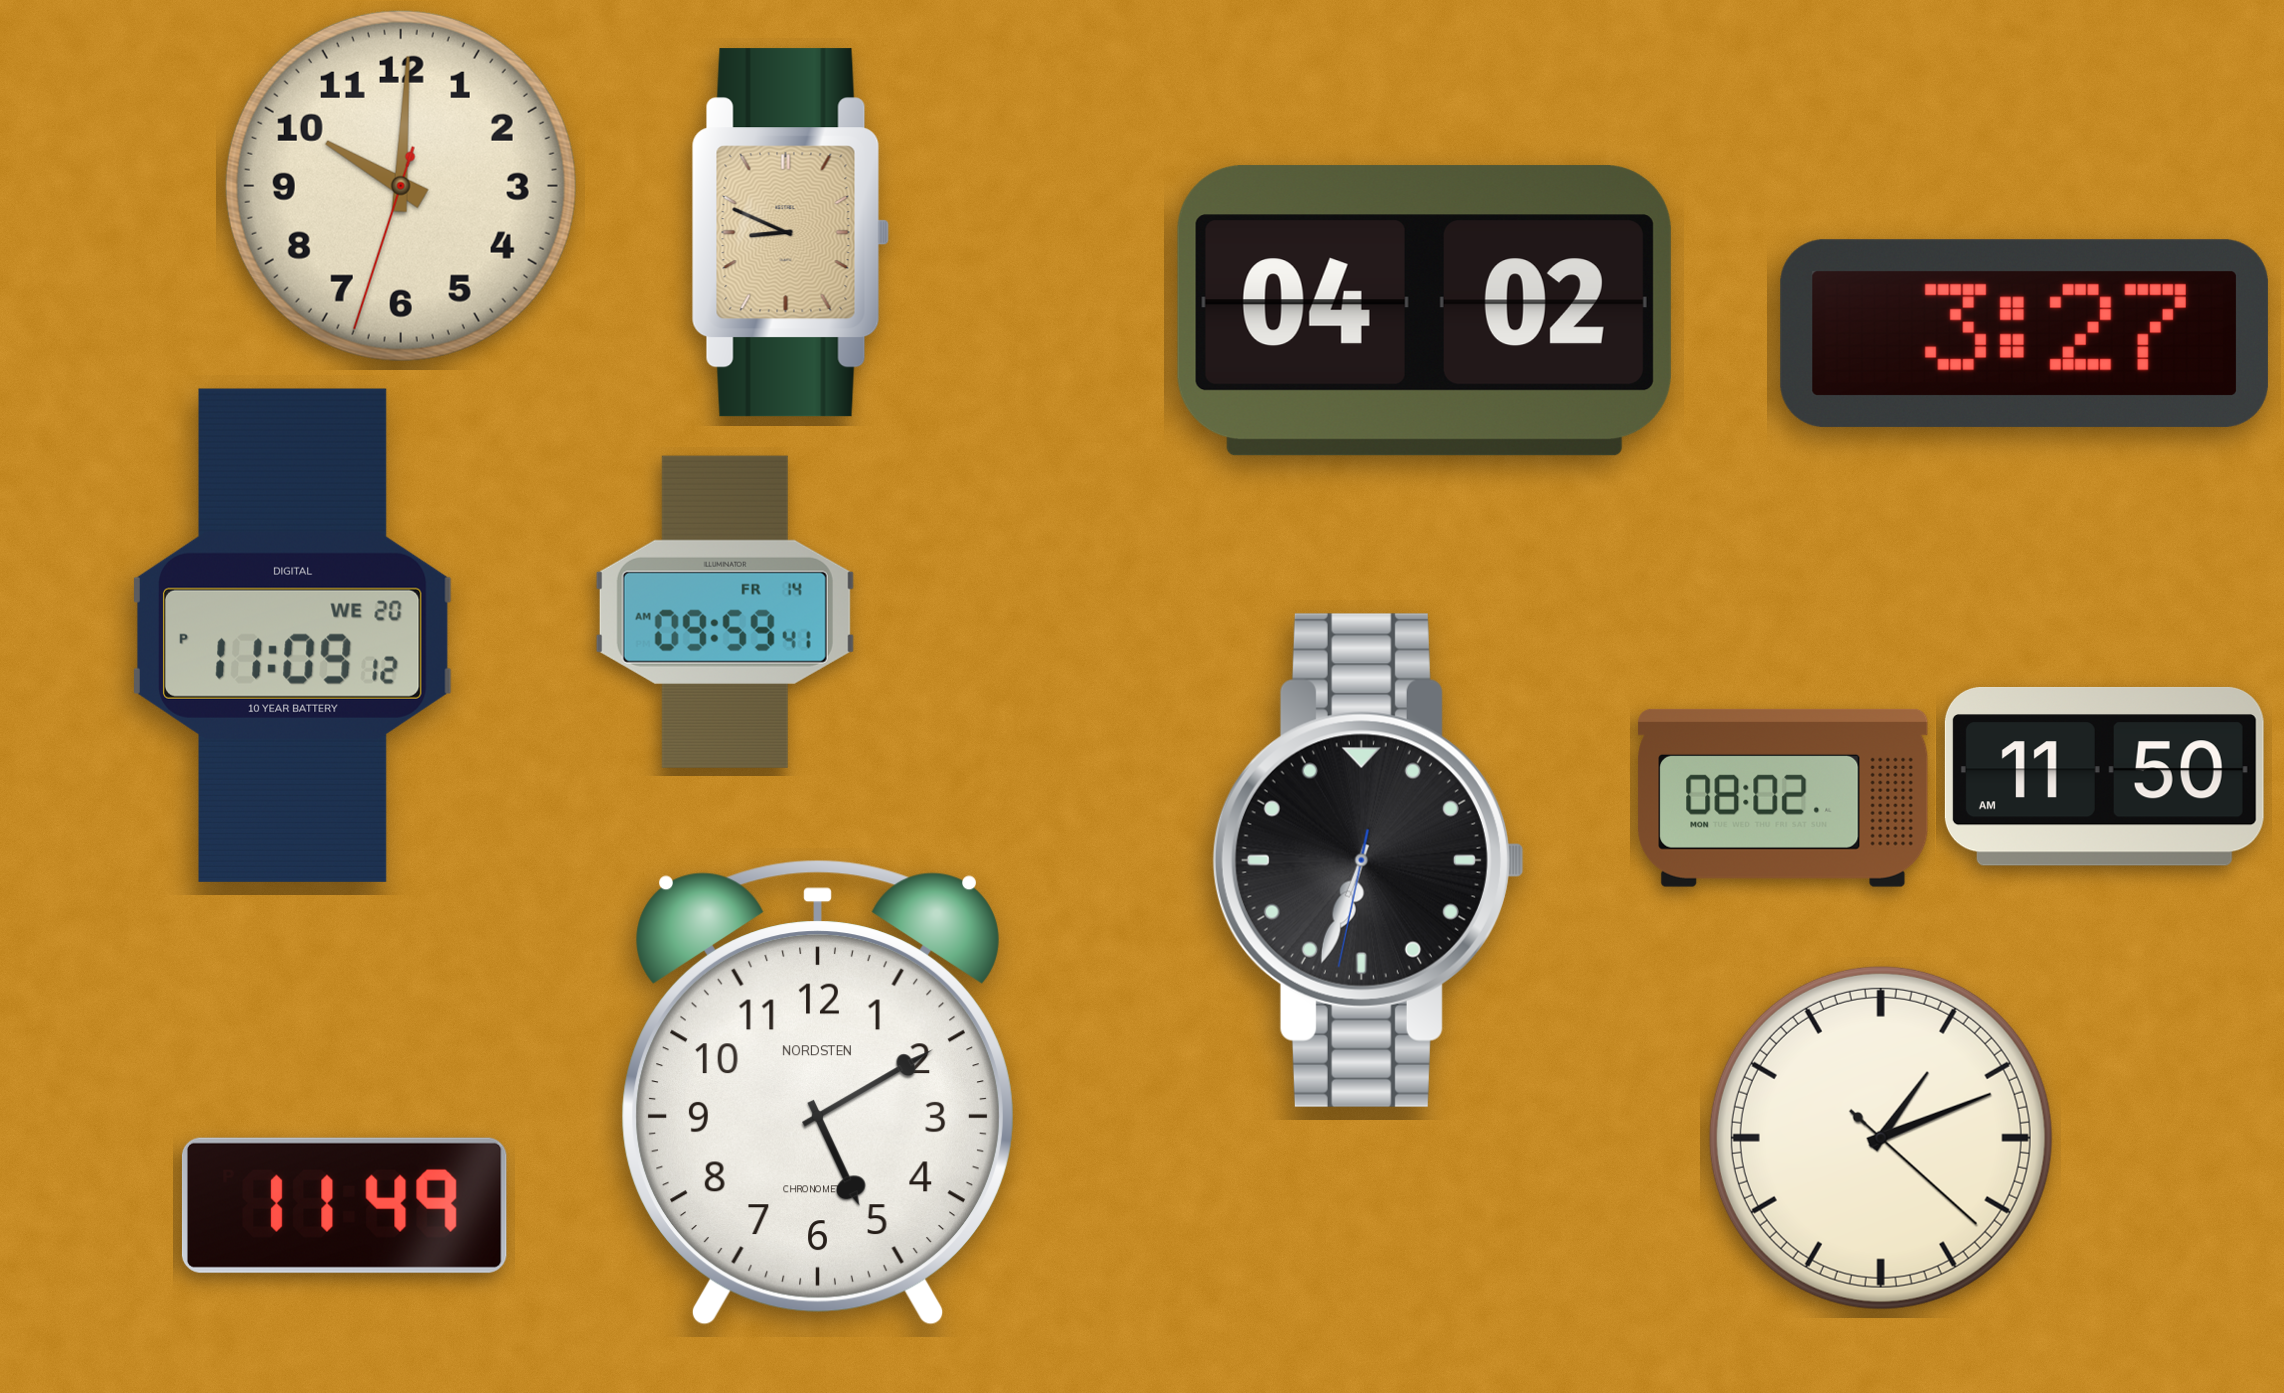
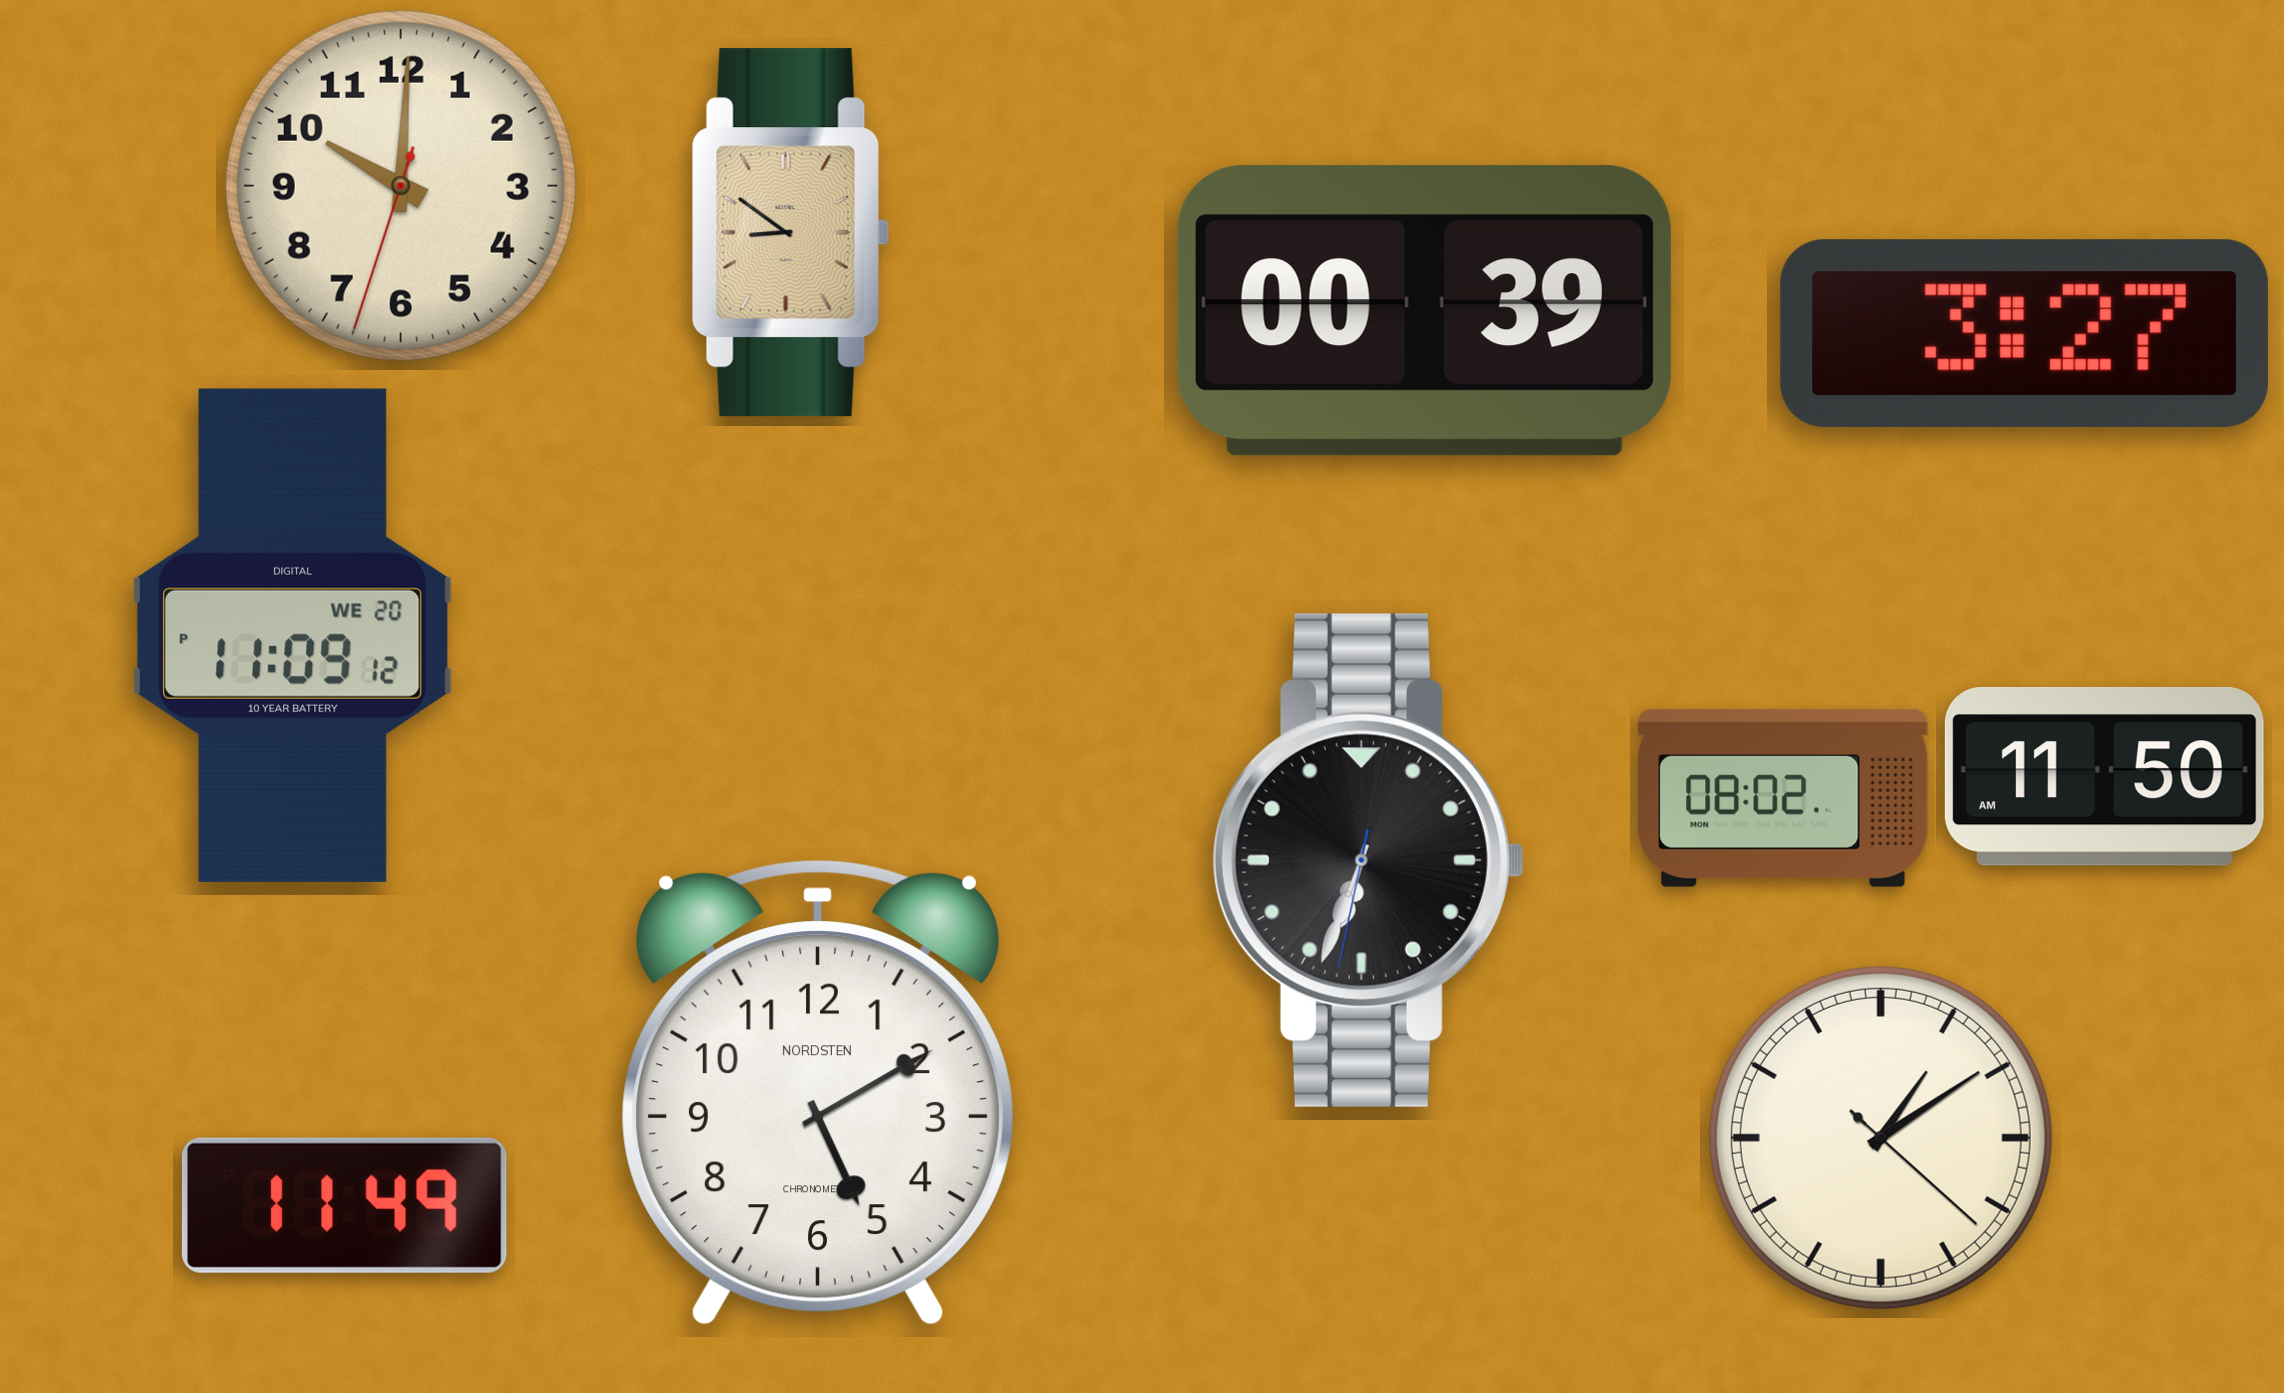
clock at (790, 233): 8:49 -> 8:51
clock at (1424, 311): 04:02 -> 00:39
clock at (725, 612): 09:59 -> none
clock at (1881, 1138): 1:11 -> 1:09
